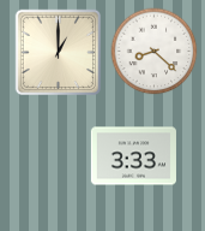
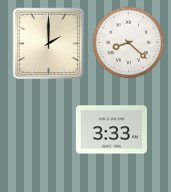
clock at (59, 53): 1:00 -> 2:00
